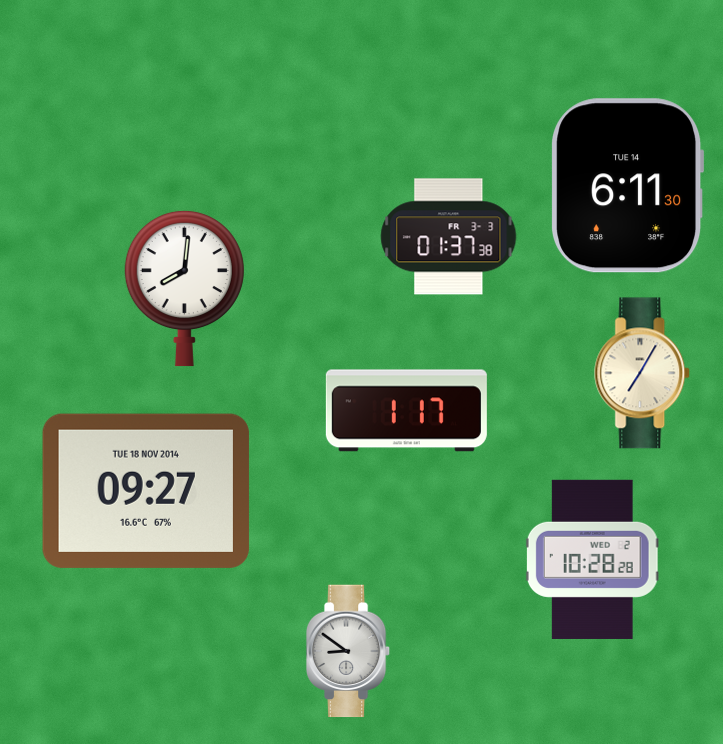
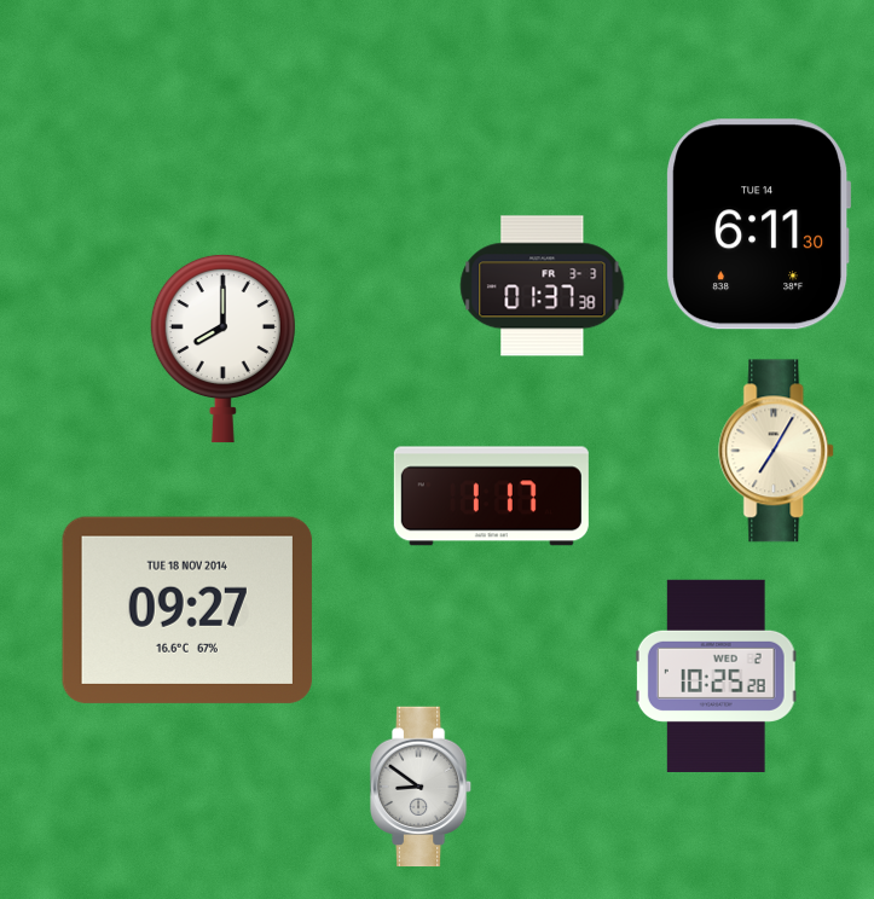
clock at (184, 288): 8:01 -> 8:00
clock at (146, 491) position: (146, 491) -> (187, 610)
clock at (592, 559): 10:28 -> 10:25
